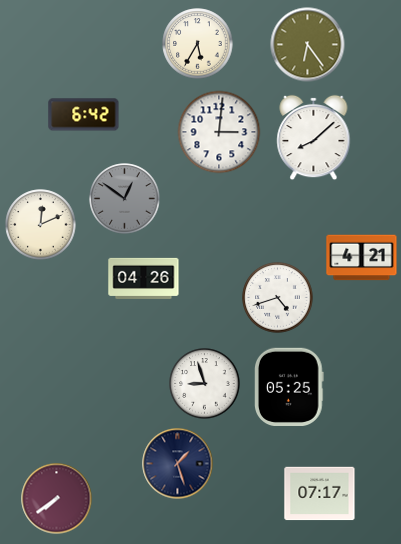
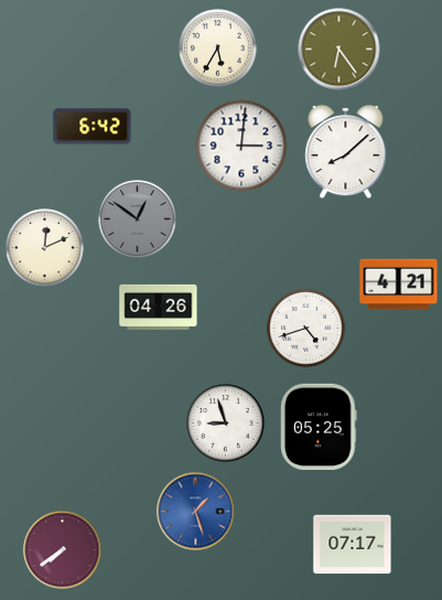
clock at (178, 464) dial: navy -> blue
